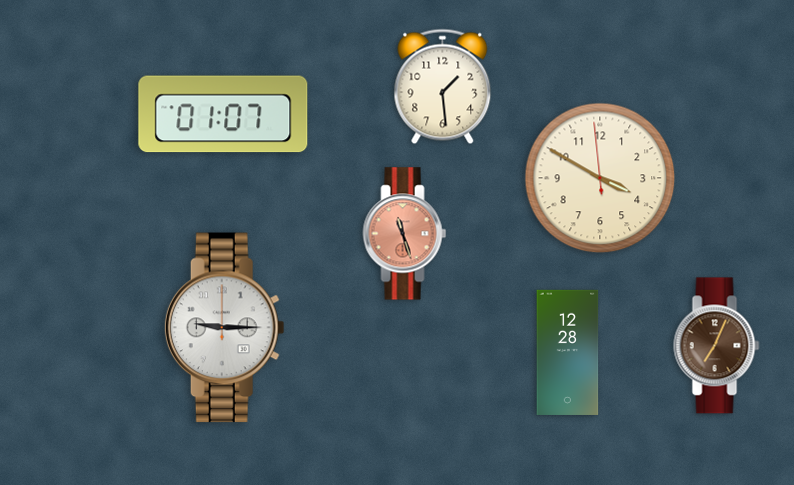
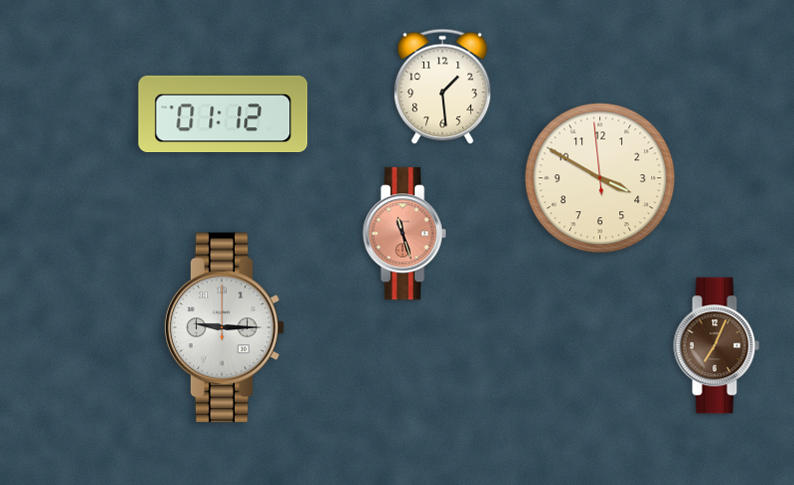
clock at (223, 114): 01:07 -> 01:12
clock at (568, 352): 12:28 -> none
